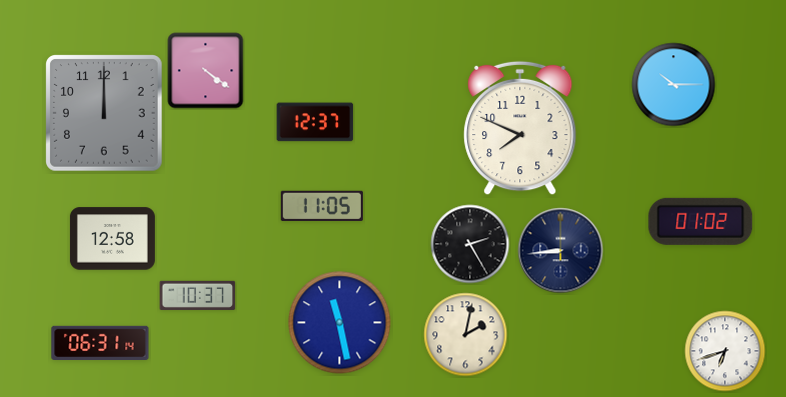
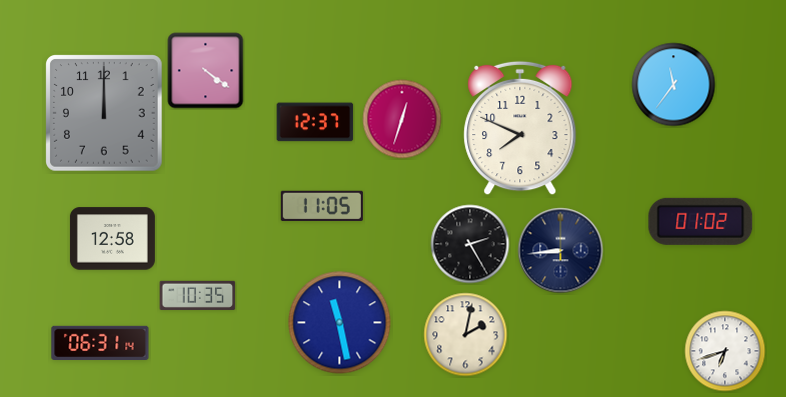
clock at (674, 85): 10:15 -> 11:36
clock at (402, 119): none -> 12:33
clock at (198, 295): 10:37 -> 10:35
